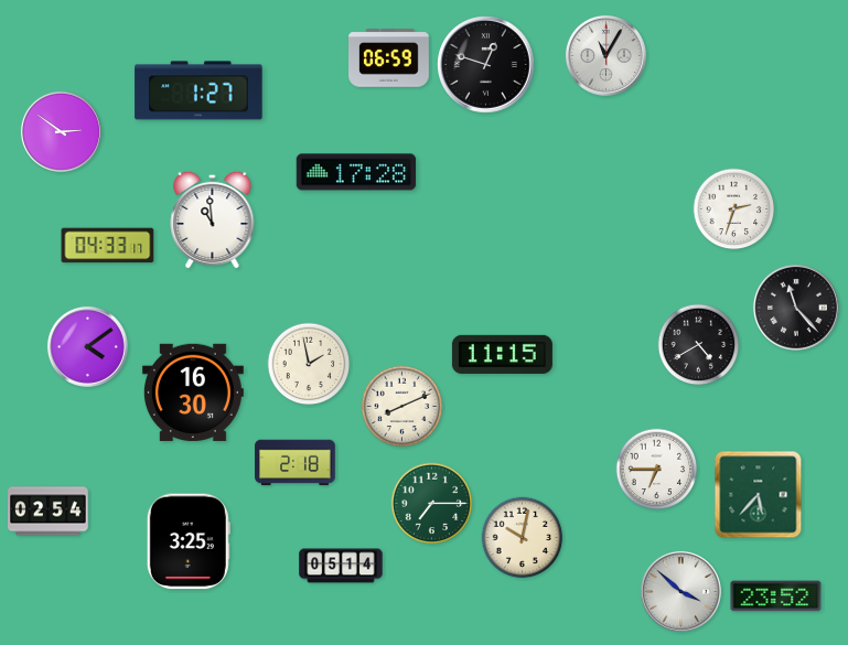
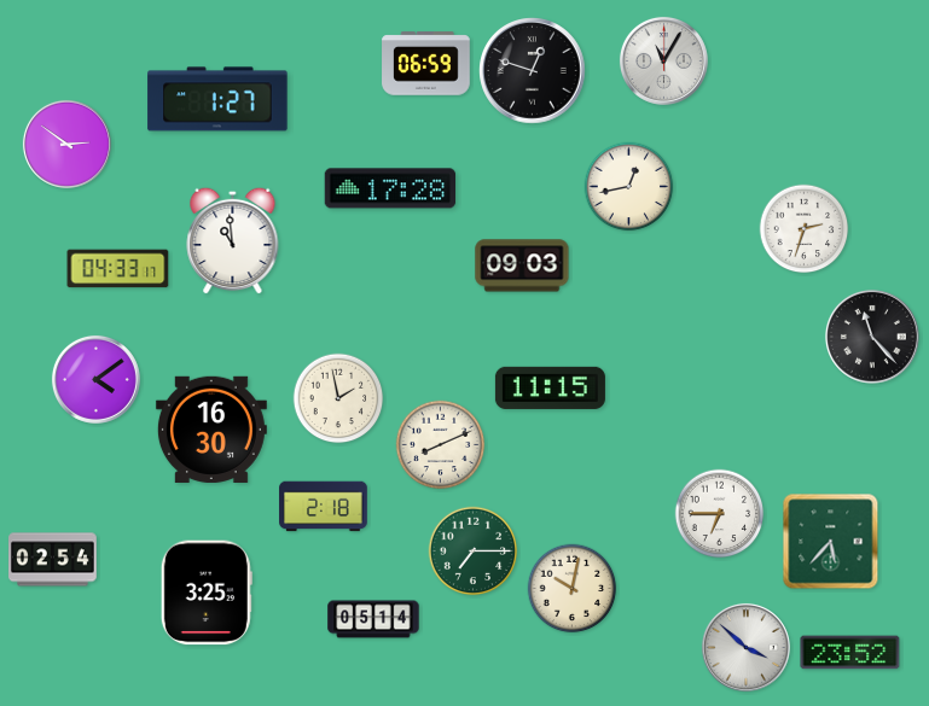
clock at (629, 187): none -> 12:43
clock at (522, 266): none -> 09:03
clock at (699, 345): 4:40 -> none
